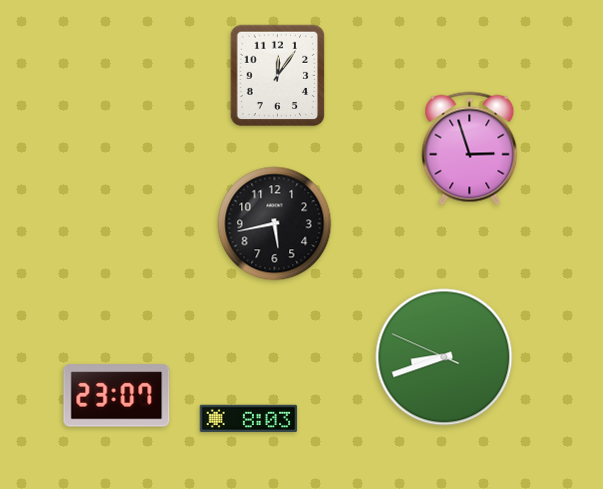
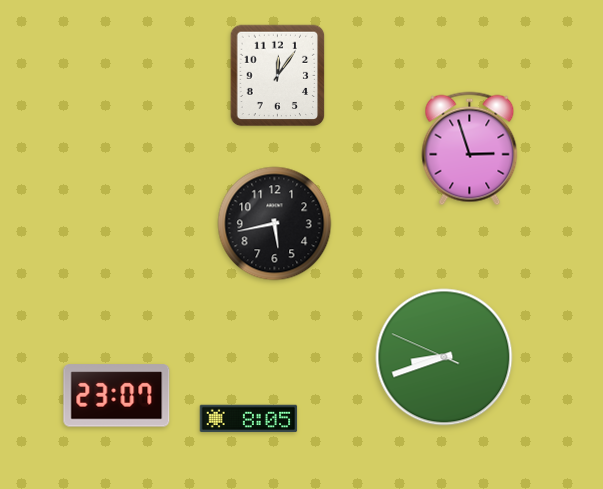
clock at (249, 419): 8:03 -> 8:05
